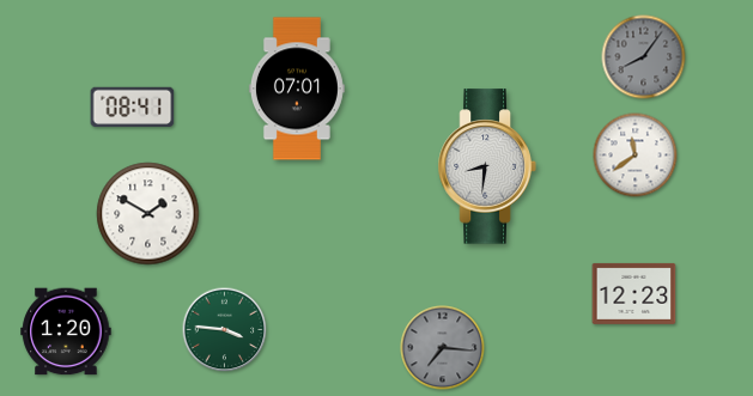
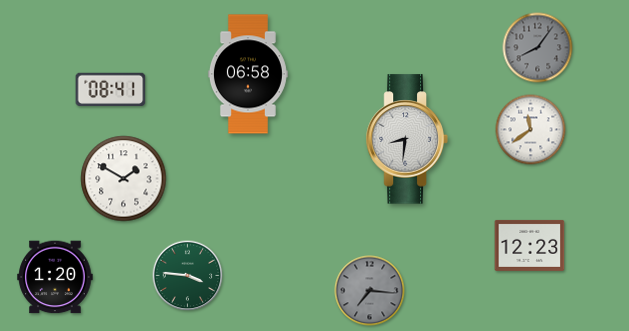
clock at (297, 89): 07:01 -> 06:58
